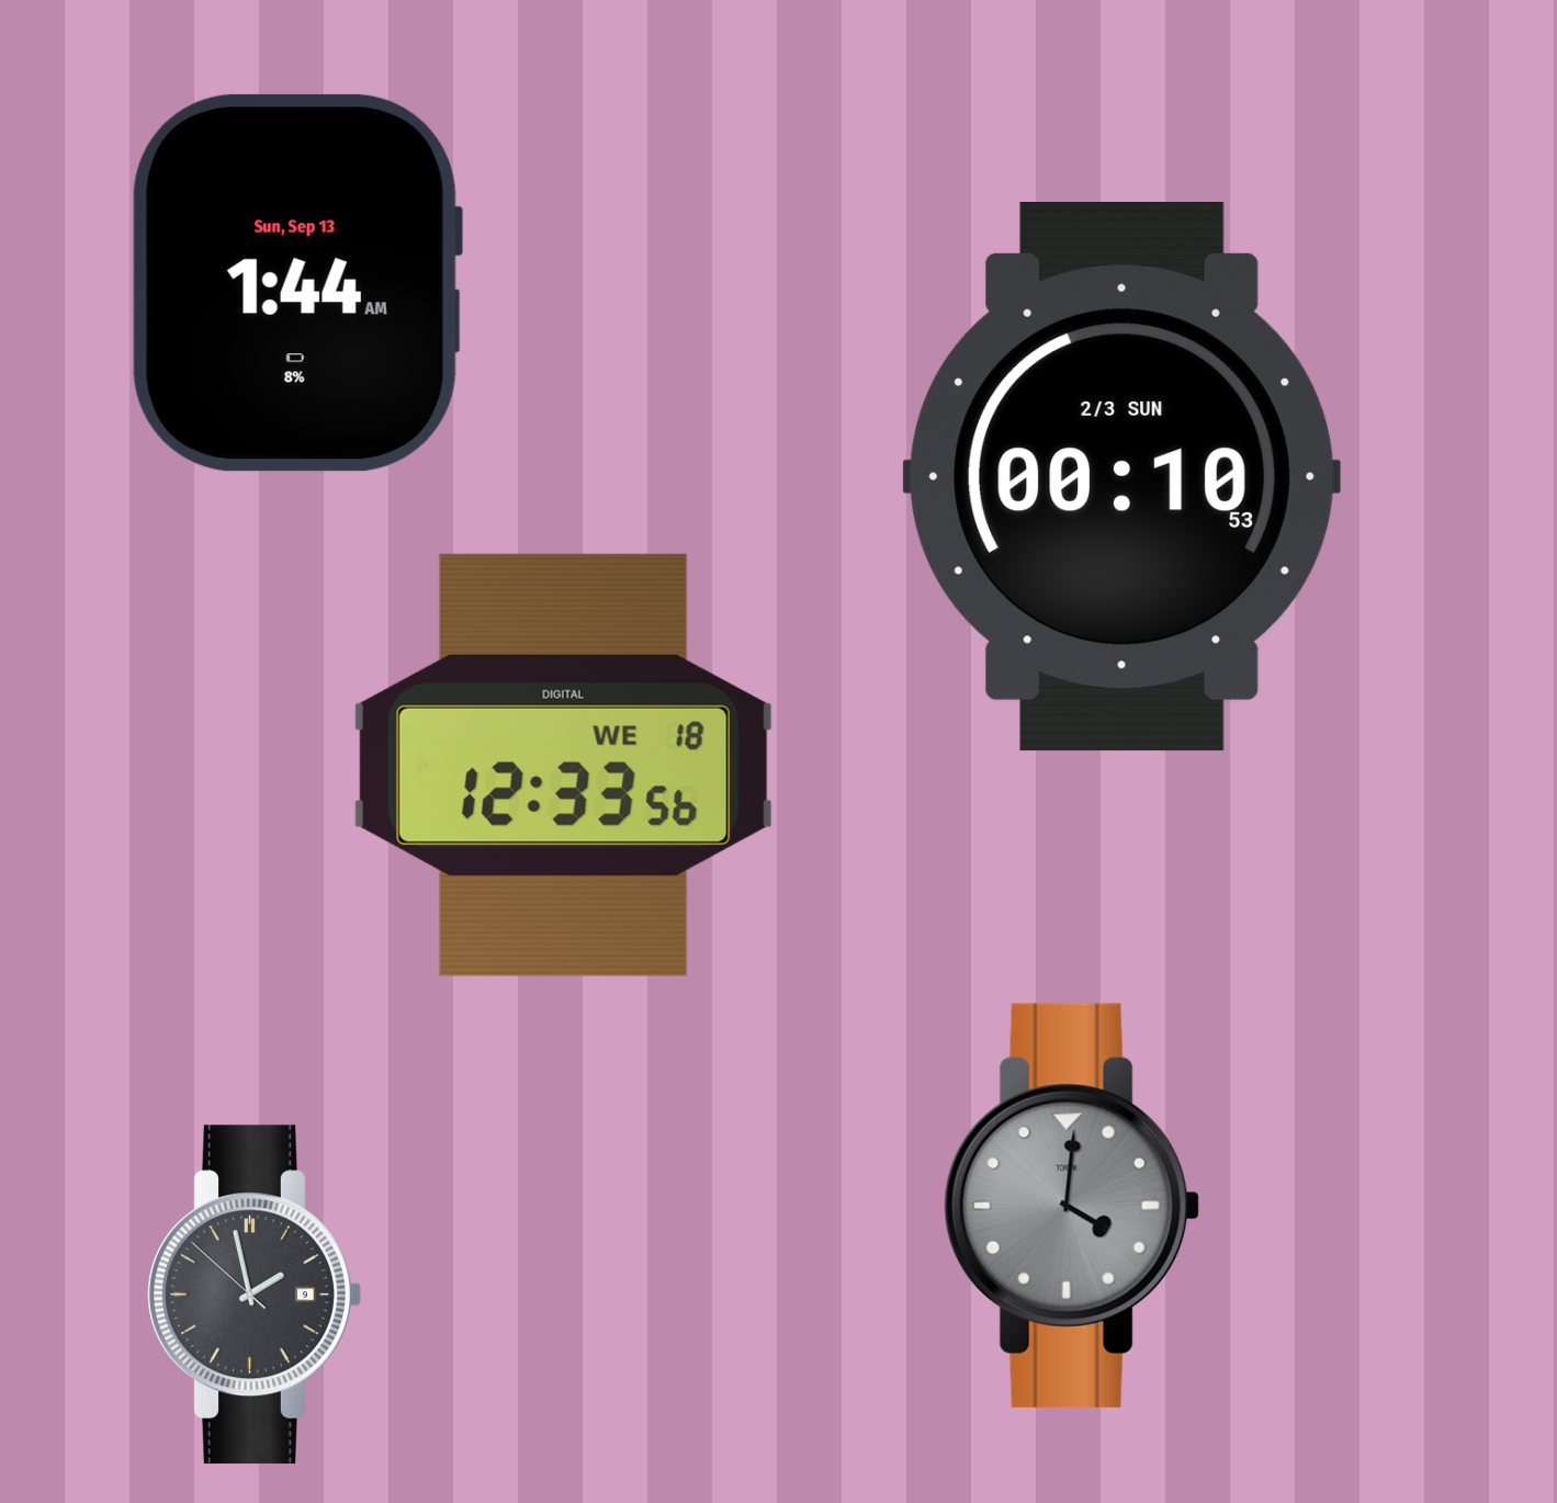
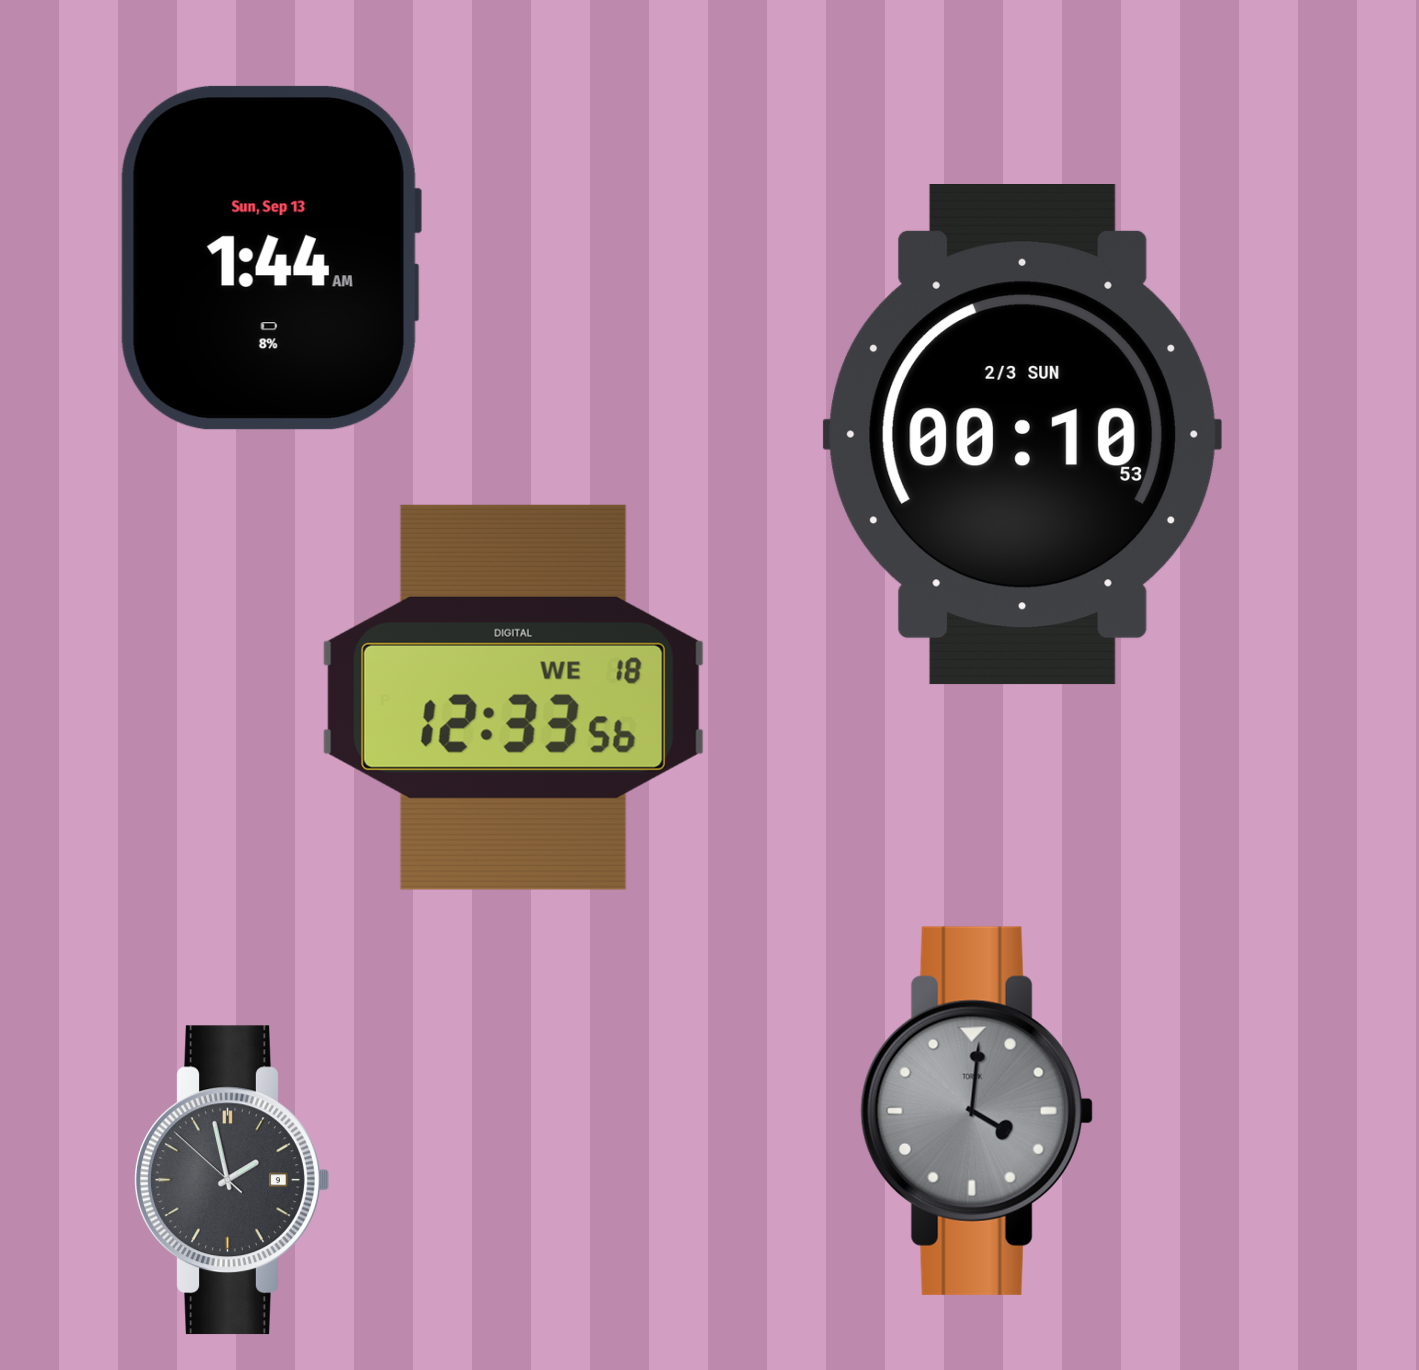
clock at (1072, 1206) position: (1072, 1206) -> (977, 1111)
